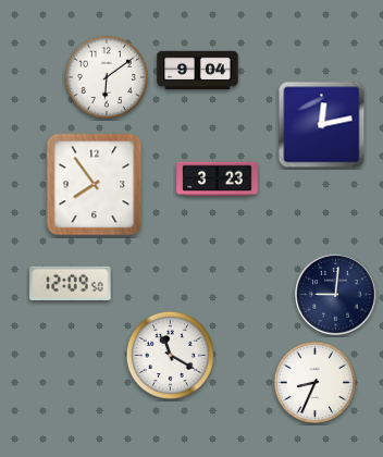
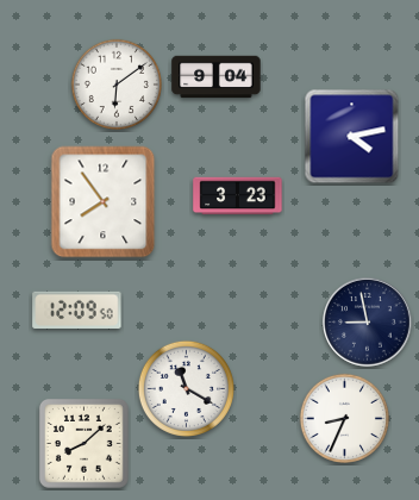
clock at (322, 125): 12:13 -> 4:13
clock at (336, 295): 9:01 -> 8:58
clock at (83, 443): none -> 8:08
